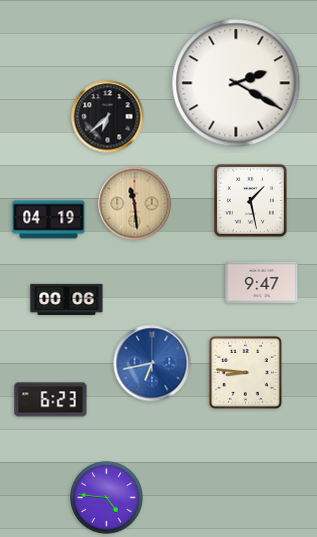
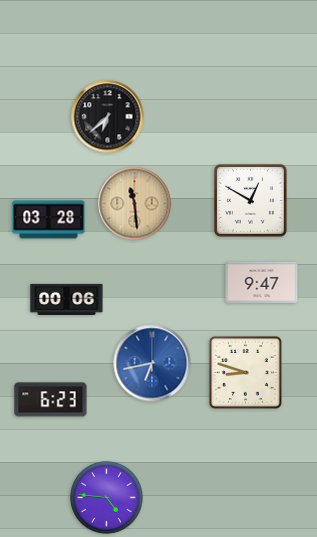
clock at (236, 83): 2:20 -> none
clock at (251, 201): 1:28 -> 12:50
clock at (49, 220): 04:19 -> 03:28
clock at (246, 373): 8:46 -> 8:48
